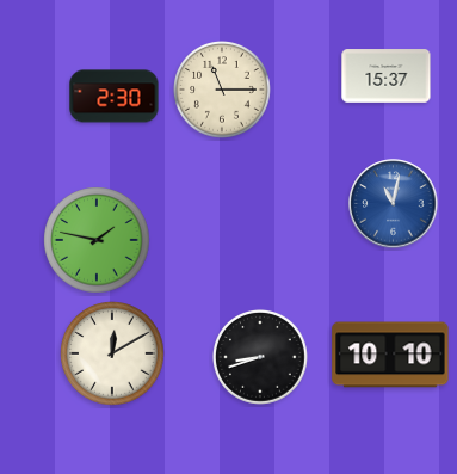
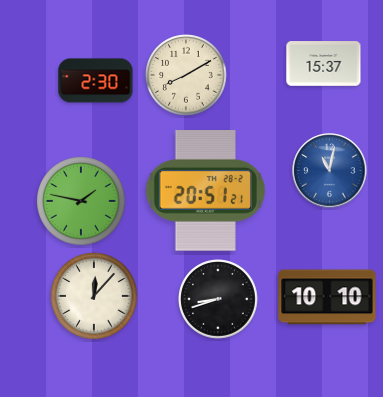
clock at (222, 90): 11:15 -> 8:10
clock at (205, 191): none -> 20:51
clock at (112, 353): 12:10 -> 12:07
